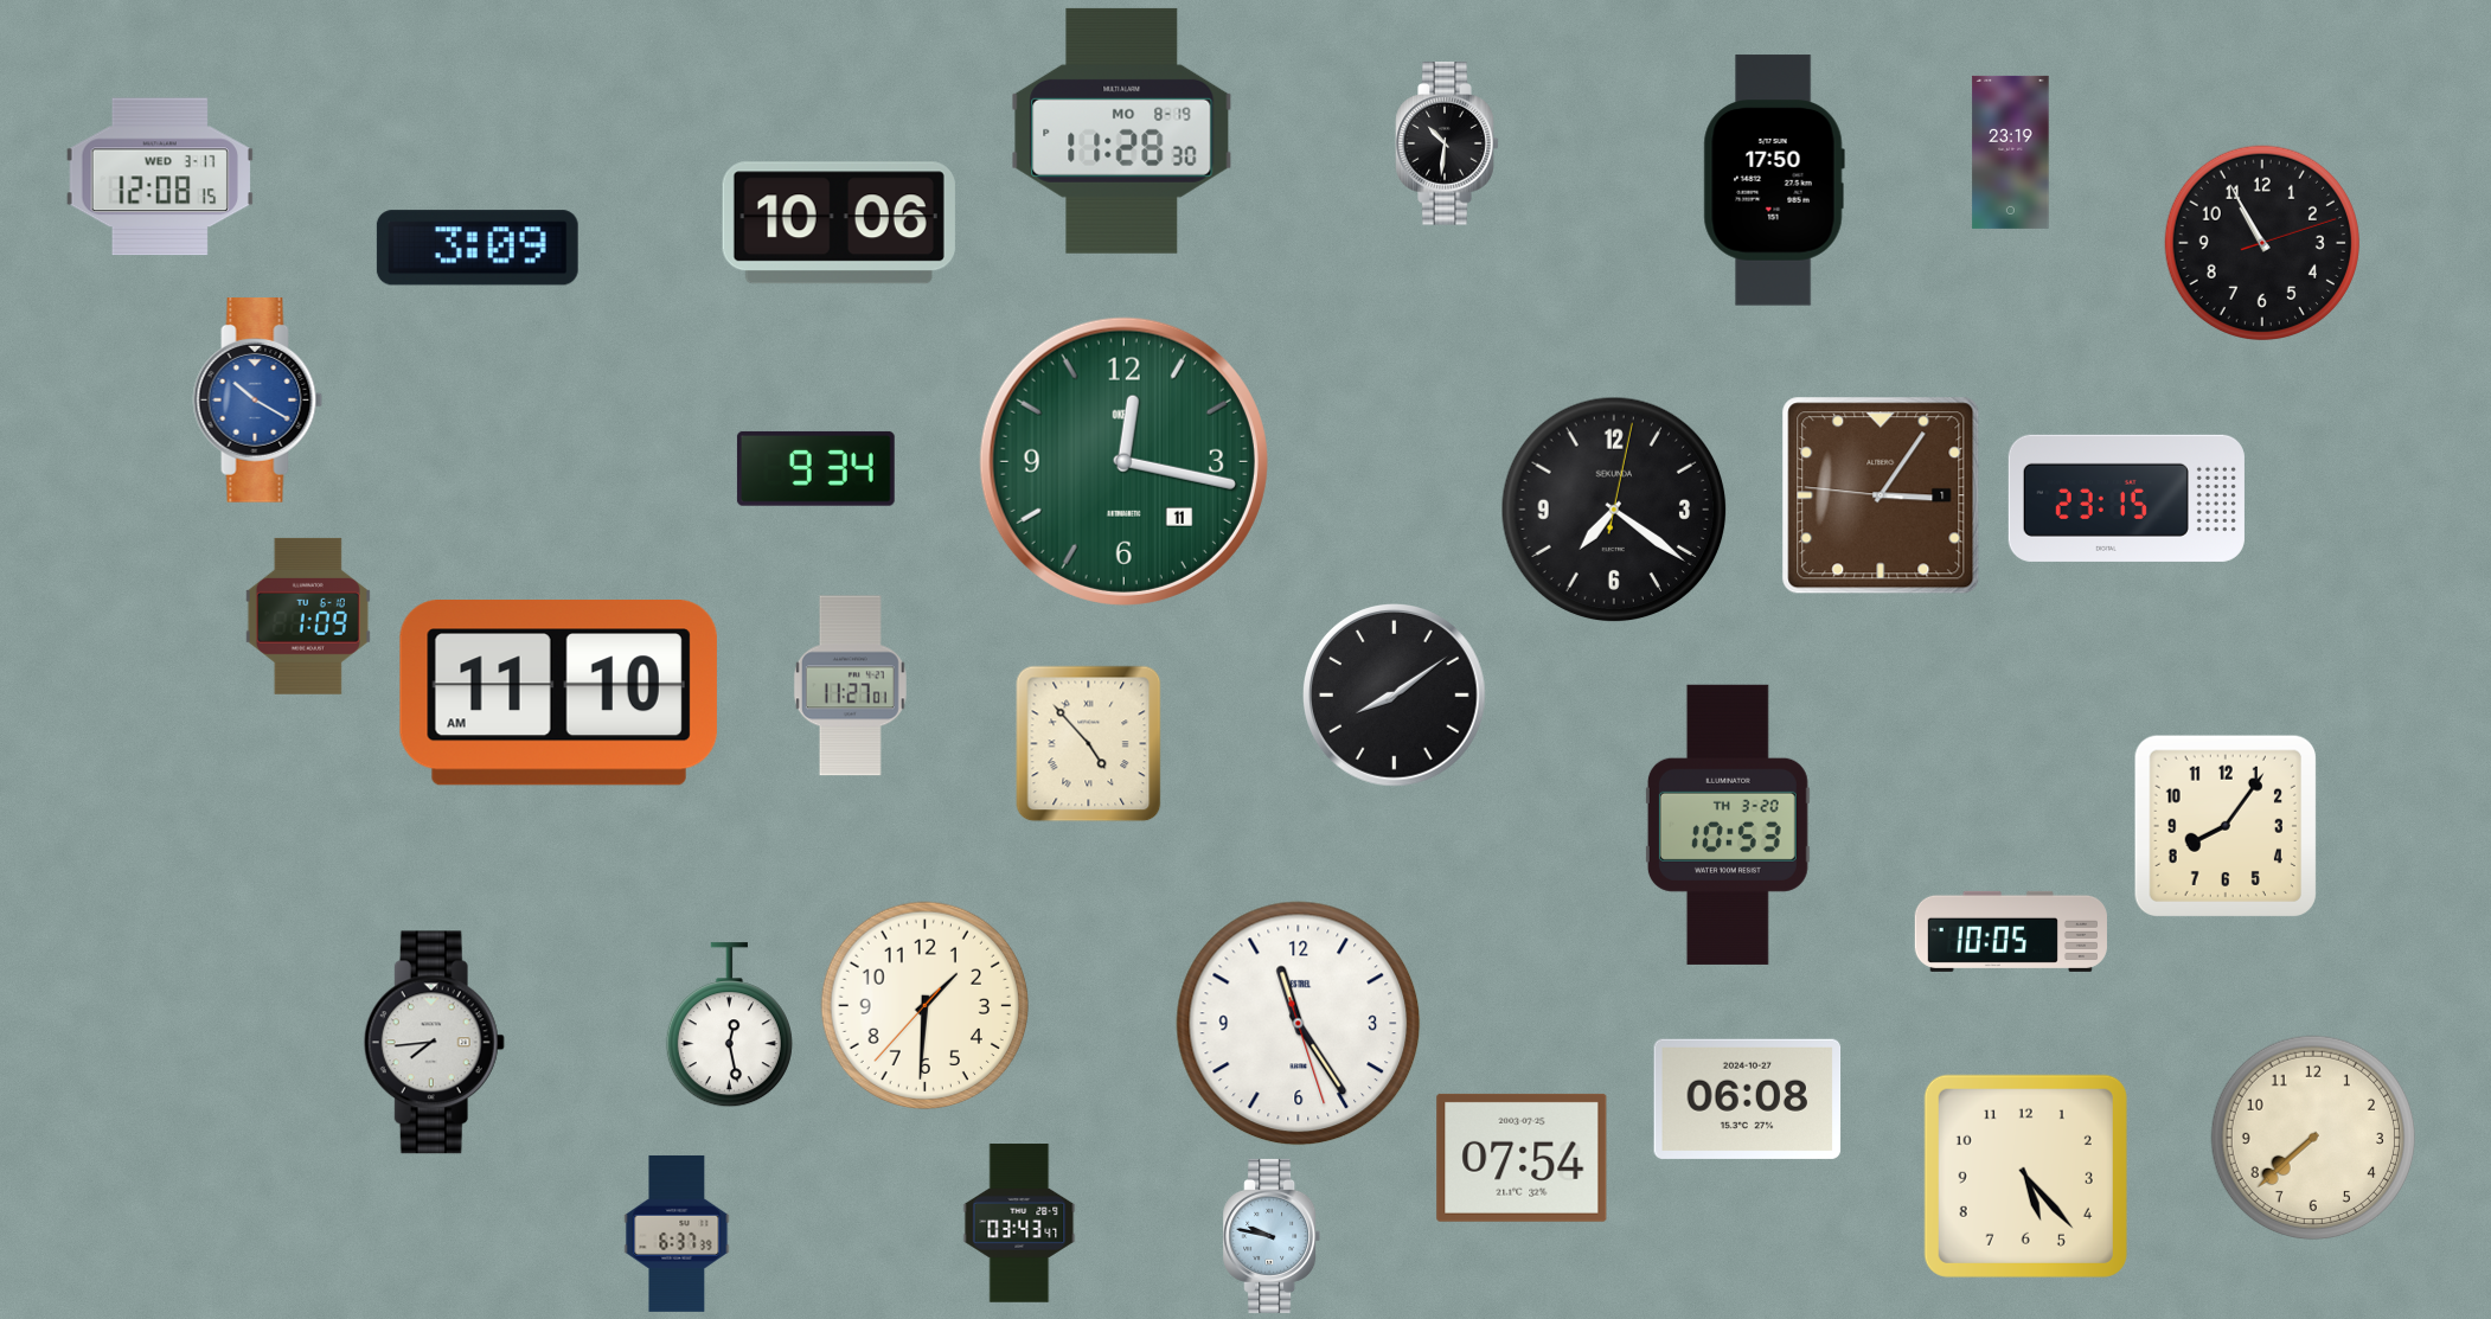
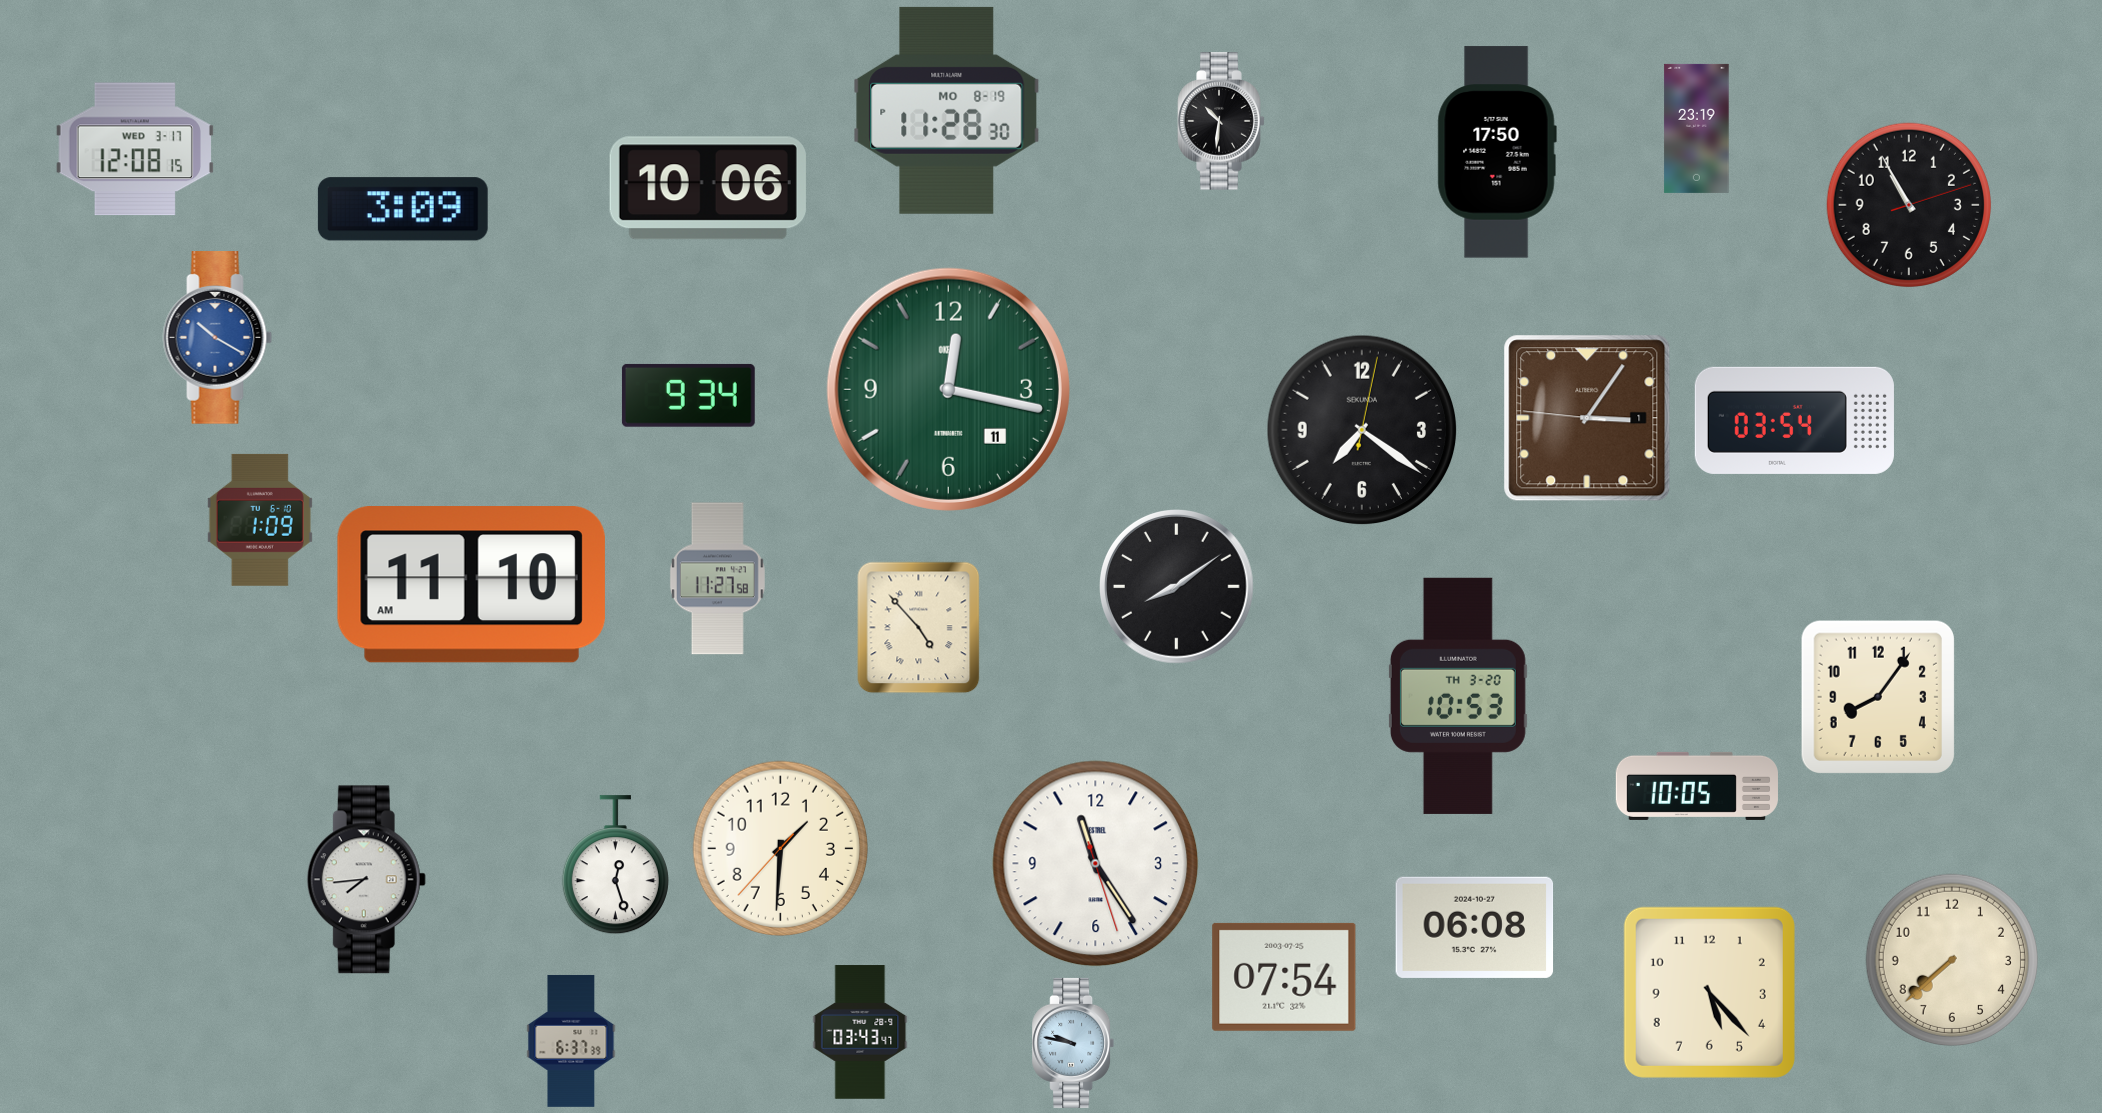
clock at (2126, 498): 23:15 -> 03:54
clock at (850, 686): 11:27:01 -> 11:27:58
clock at (729, 1025): 12:28 -> 12:27
